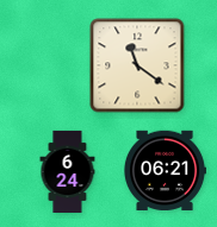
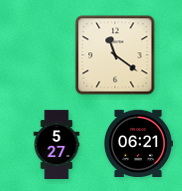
clock at (68, 171): 6:24 -> 5:27
